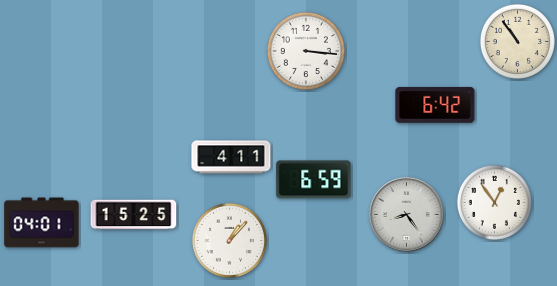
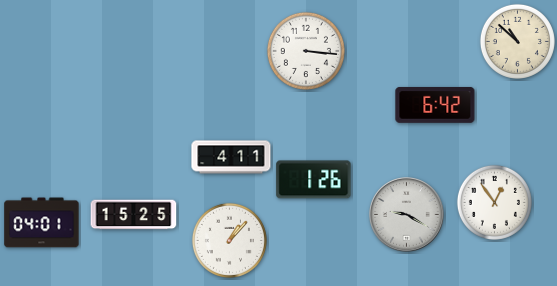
clock at (517, 41): 10:54 -> 10:52
clock at (314, 180): 6:59 -> 1:26
clock at (407, 215): 8:24 -> 9:20
